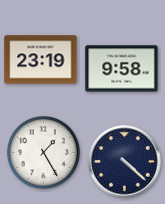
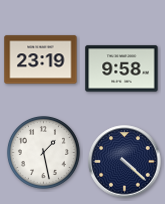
clock at (43, 152): 1:25 -> 1:28
